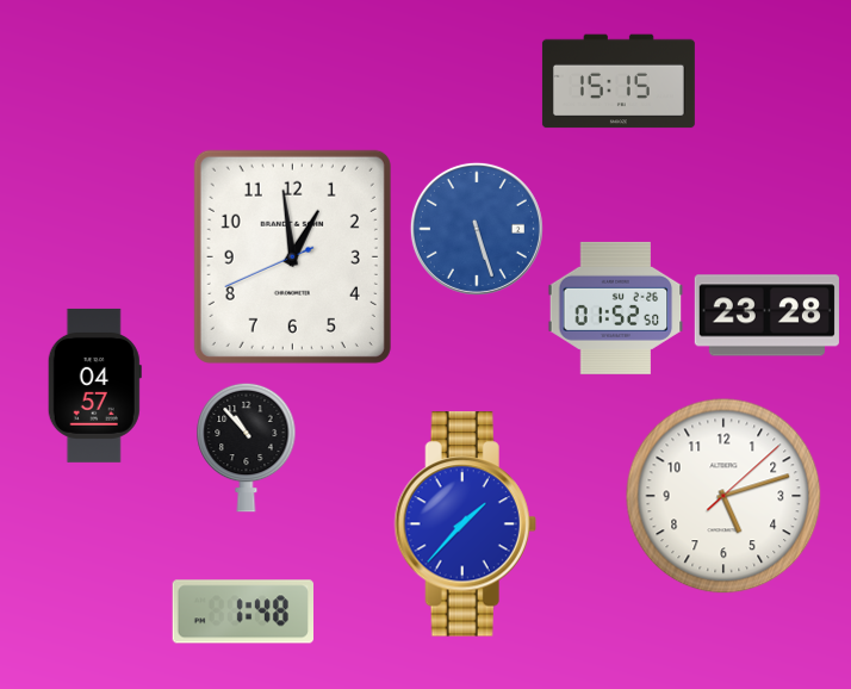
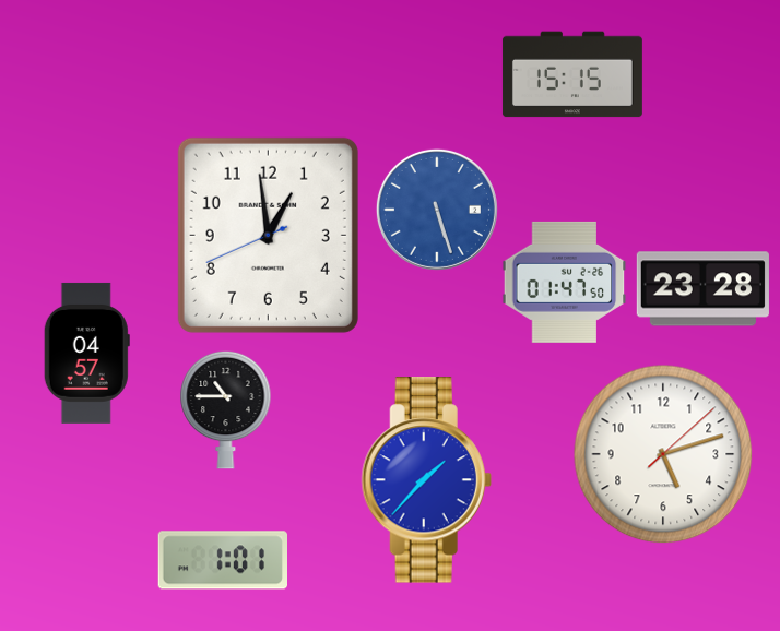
clock at (619, 81) position: (619, 81) -> (572, 74)
clock at (616, 308): 01:52 -> 01:47
clock at (247, 447): 10:53 -> 10:45
clock at (242, 612): 1:48 -> 1:01
